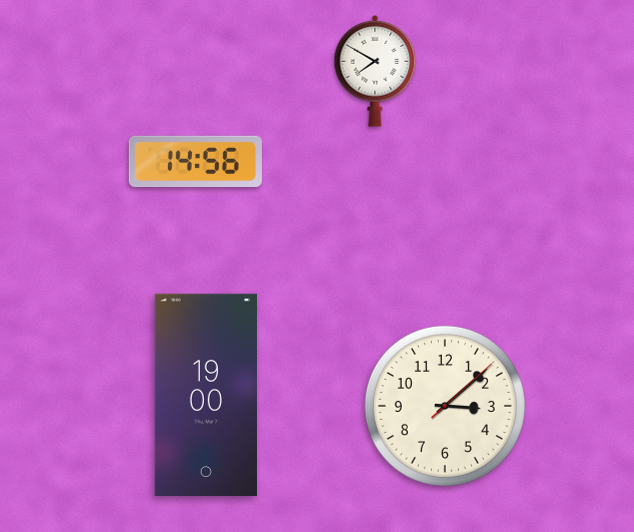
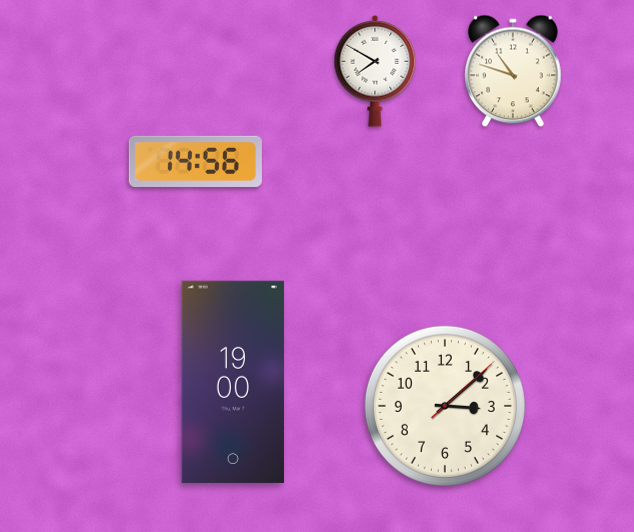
clock at (514, 71): none -> 10:48
clock at (206, 395) position: (206, 395) -> (233, 382)
